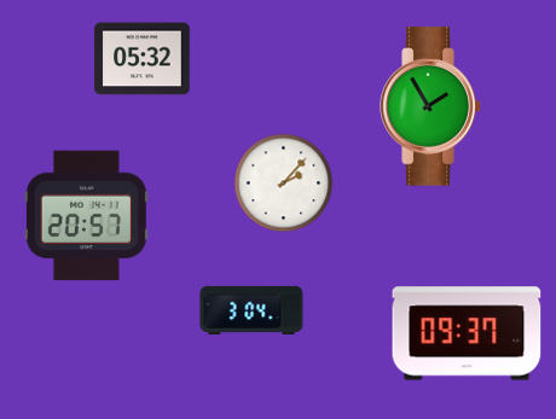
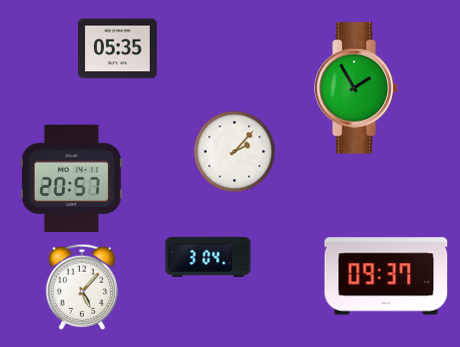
clock at (143, 59): 05:32 -> 05:35
clock at (81, 287): none -> 5:07
